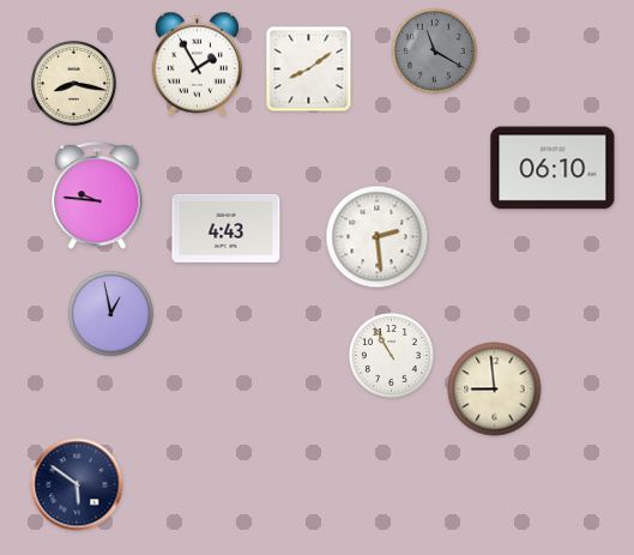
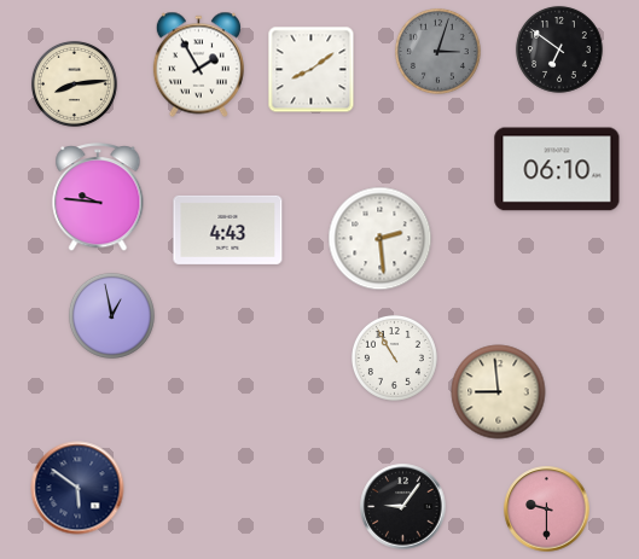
clock at (559, 50): none -> 6:51
clock at (434, 50): 11:20 -> 3:03
clock at (73, 83): 8:17 -> 8:14
clock at (403, 507): none -> 9:06
clock at (547, 509): none -> 9:30
